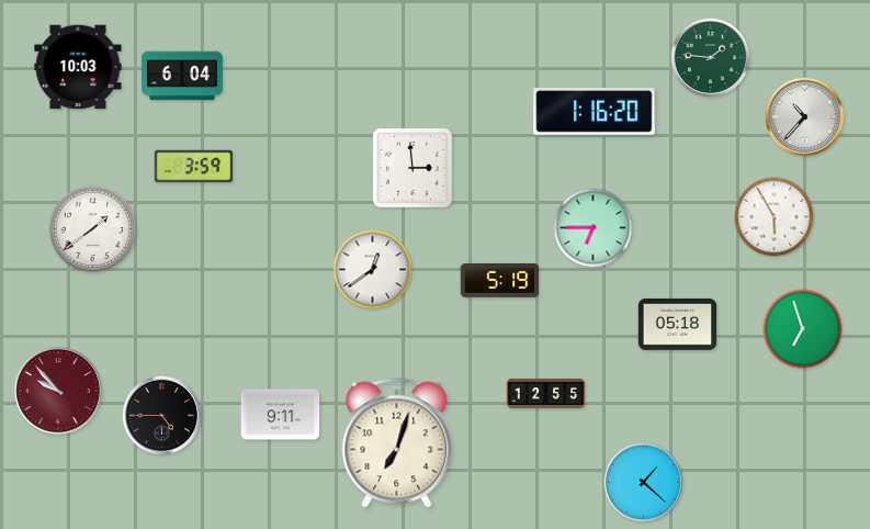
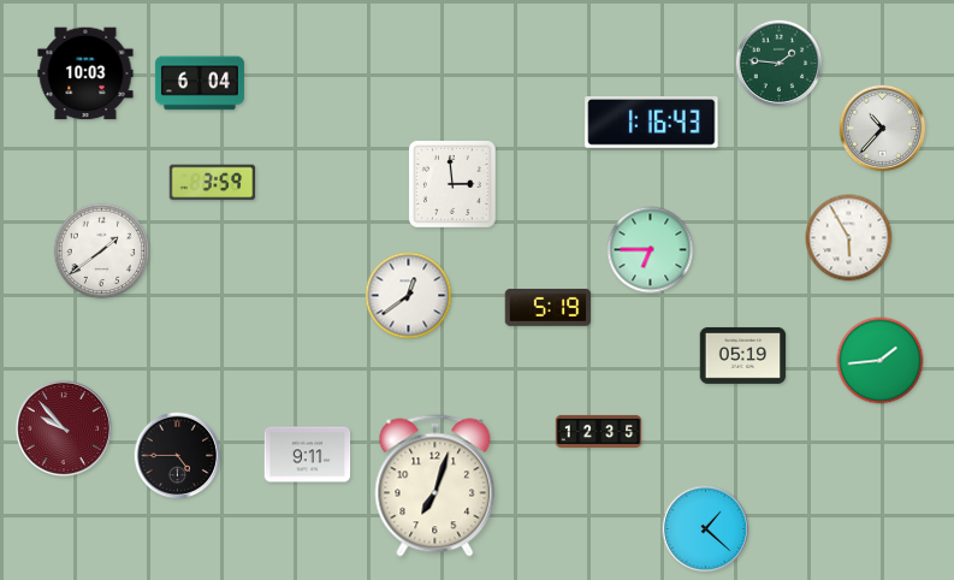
clock at (595, 112): 1:16:20 -> 1:16:43
clock at (678, 324): 05:18 -> 05:19
clock at (803, 329): 6:57 -> 1:44
clock at (546, 393): 12:55 -> 12:35
